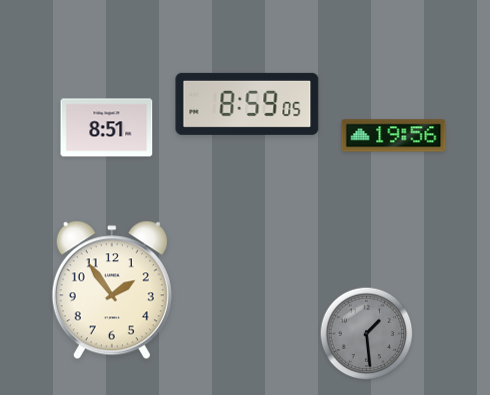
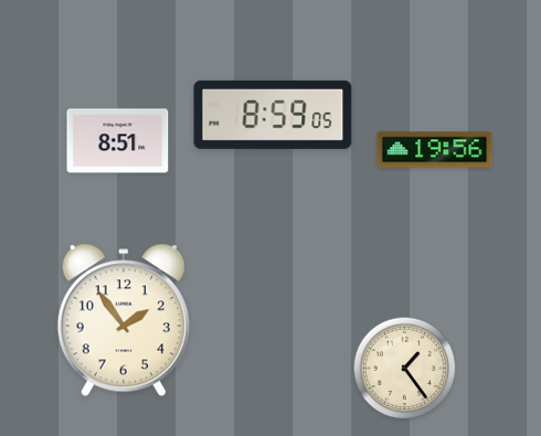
clock at (367, 334): 1:29 -> 1:24
clock at (367, 334) dial: grey -> cream
